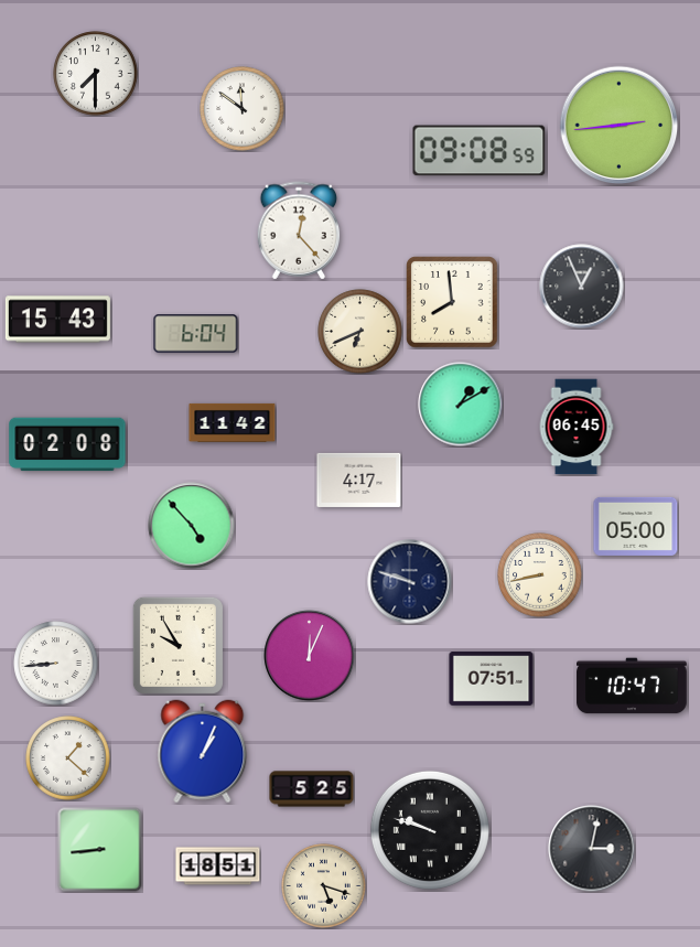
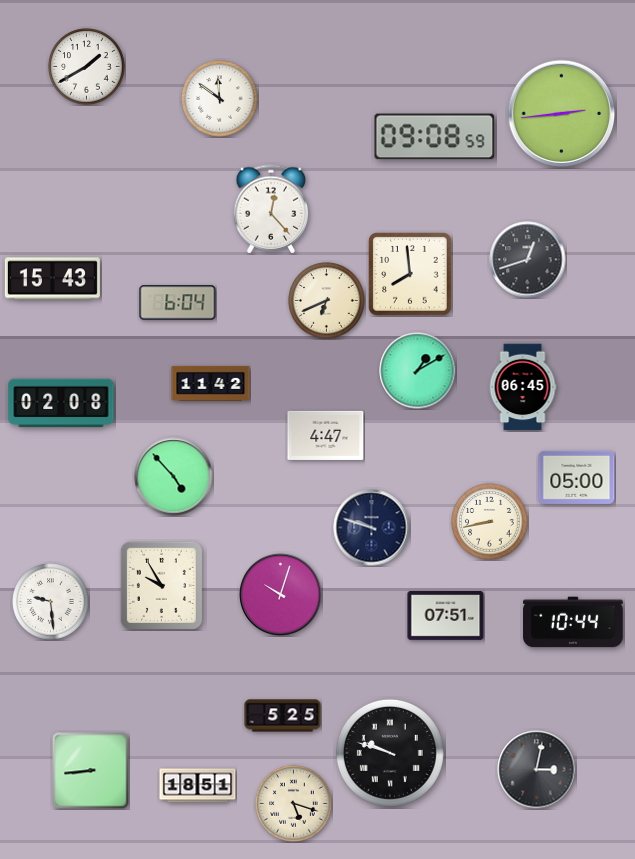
clock at (96, 74): 7:30 -> 1:40
clock at (582, 287): 12:56 -> 12:42
clock at (57, 320) position: (57, 320) -> (52, 279)
clock at (461, 405) position: (461, 405) -> (418, 371)
clock at (359, 480): 4:17 -> 4:47
clock at (310, 656): 12:04 -> 10:03
clock at (56, 664): 8:44 -> 9:29
clock at (632, 686): 10:47 -> 10:44
clock at (203, 752): 1:04 -> none
clock at (68, 758): 1:22 -> none
